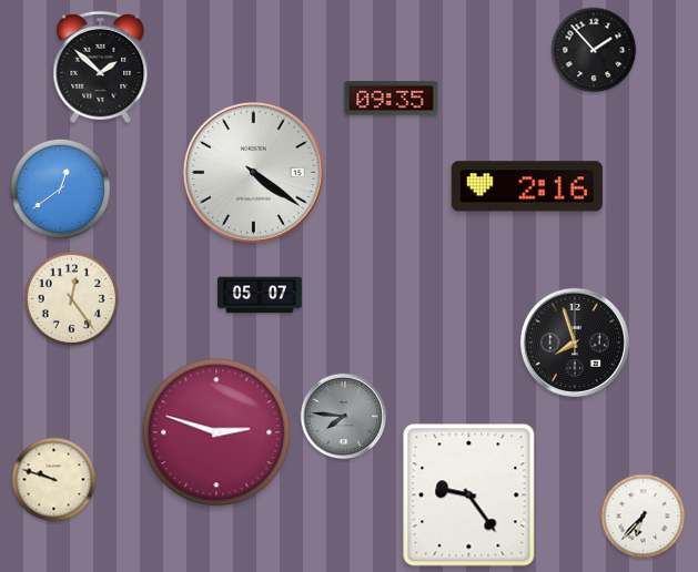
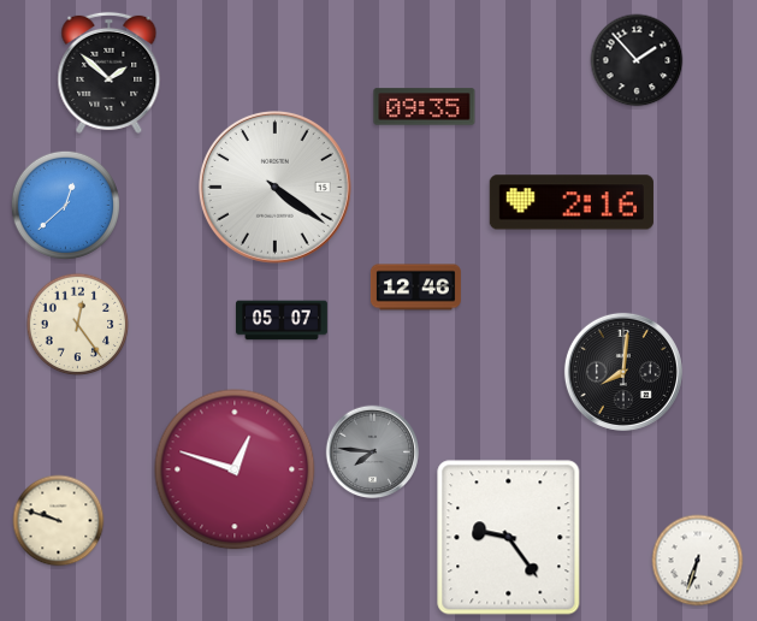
clock at (594, 50) position: (594, 50) -> (637, 60)
clock at (60, 188): 12:39 -> 12:38
clock at (415, 288): none -> 12:46
clock at (575, 343): 7:57 -> 8:01
clock at (216, 432): 2:48 -> 12:48
clock at (644, 517): 6:37 -> 6:33
